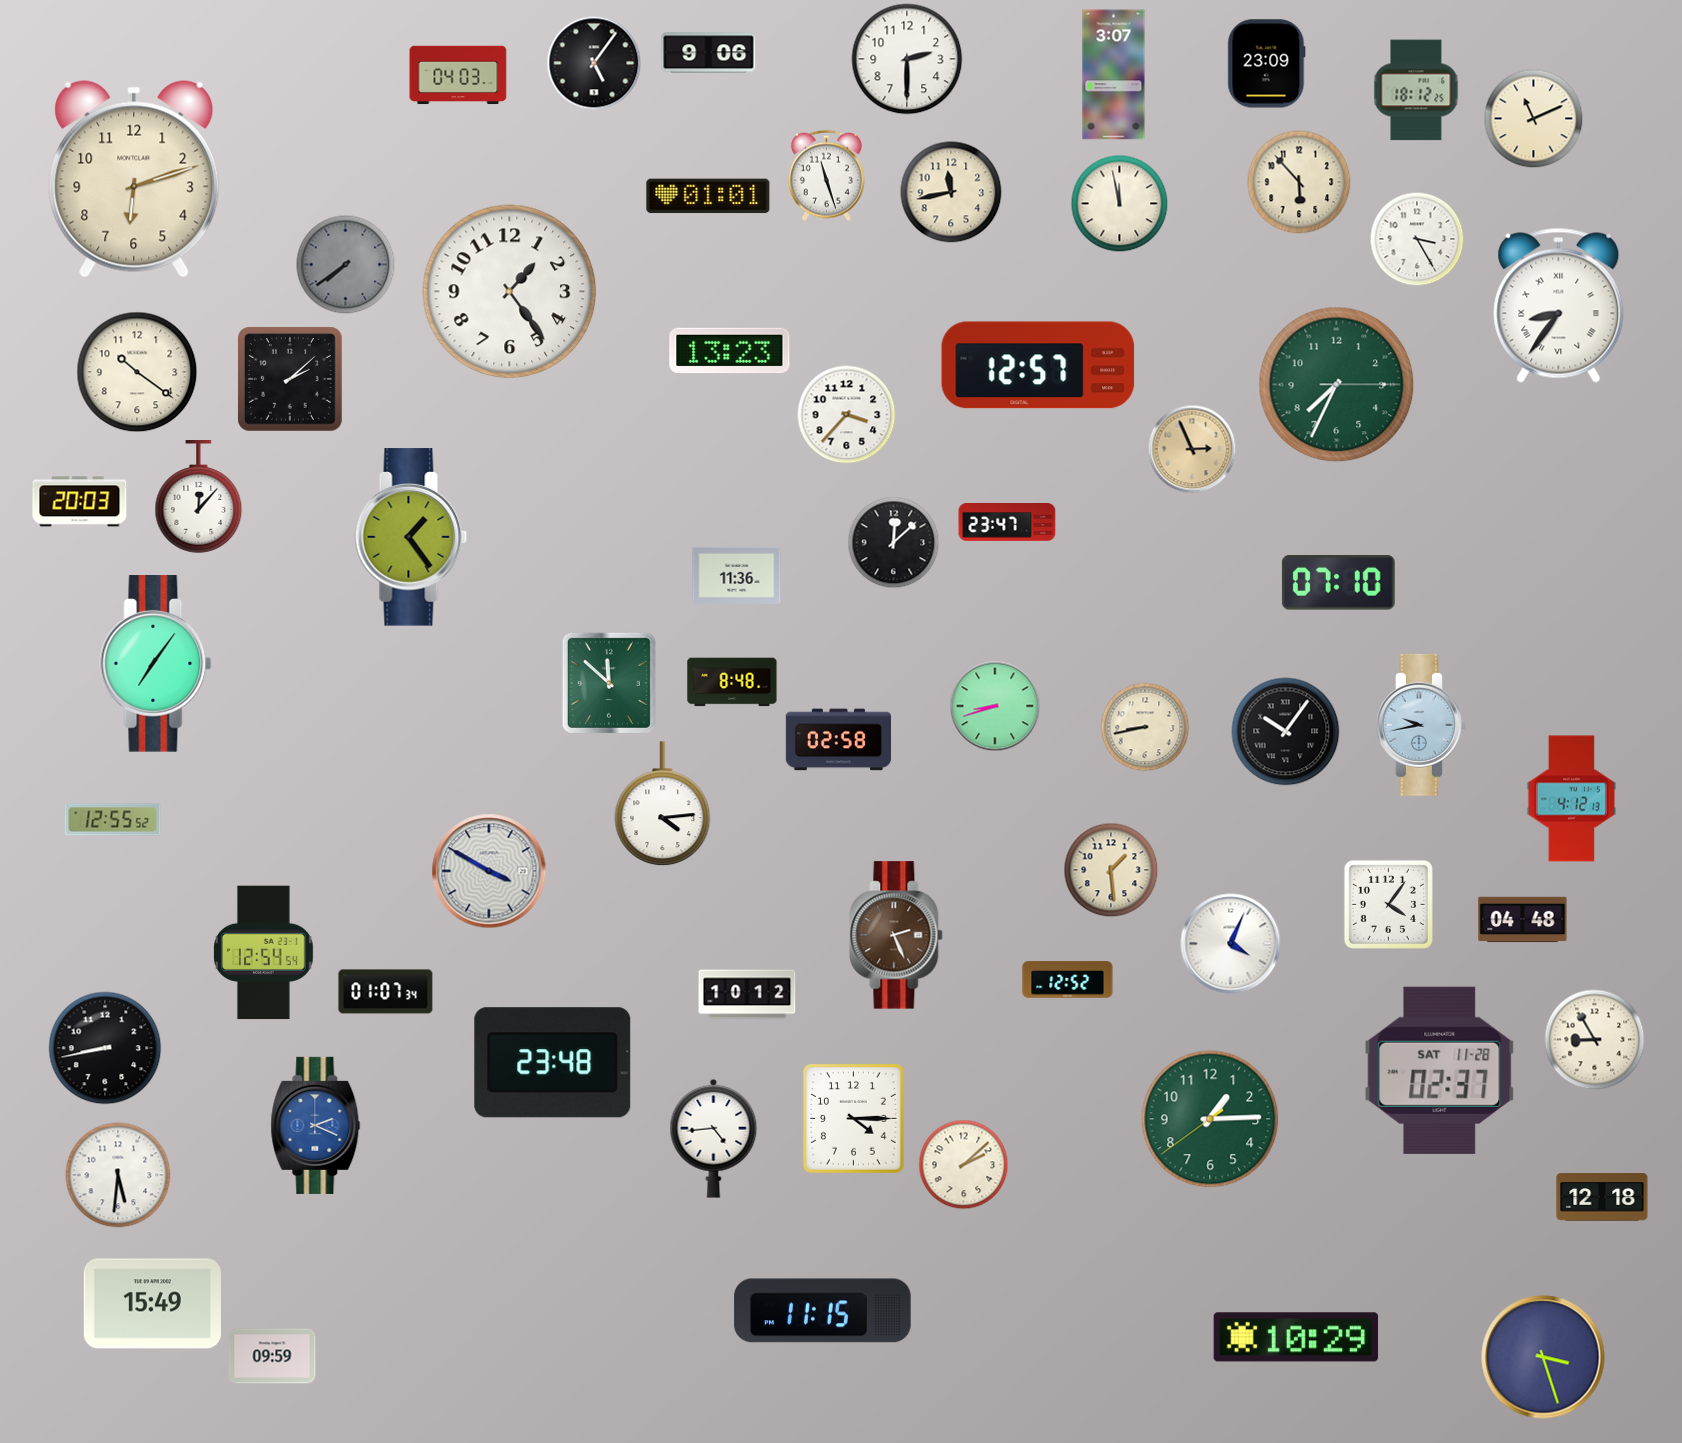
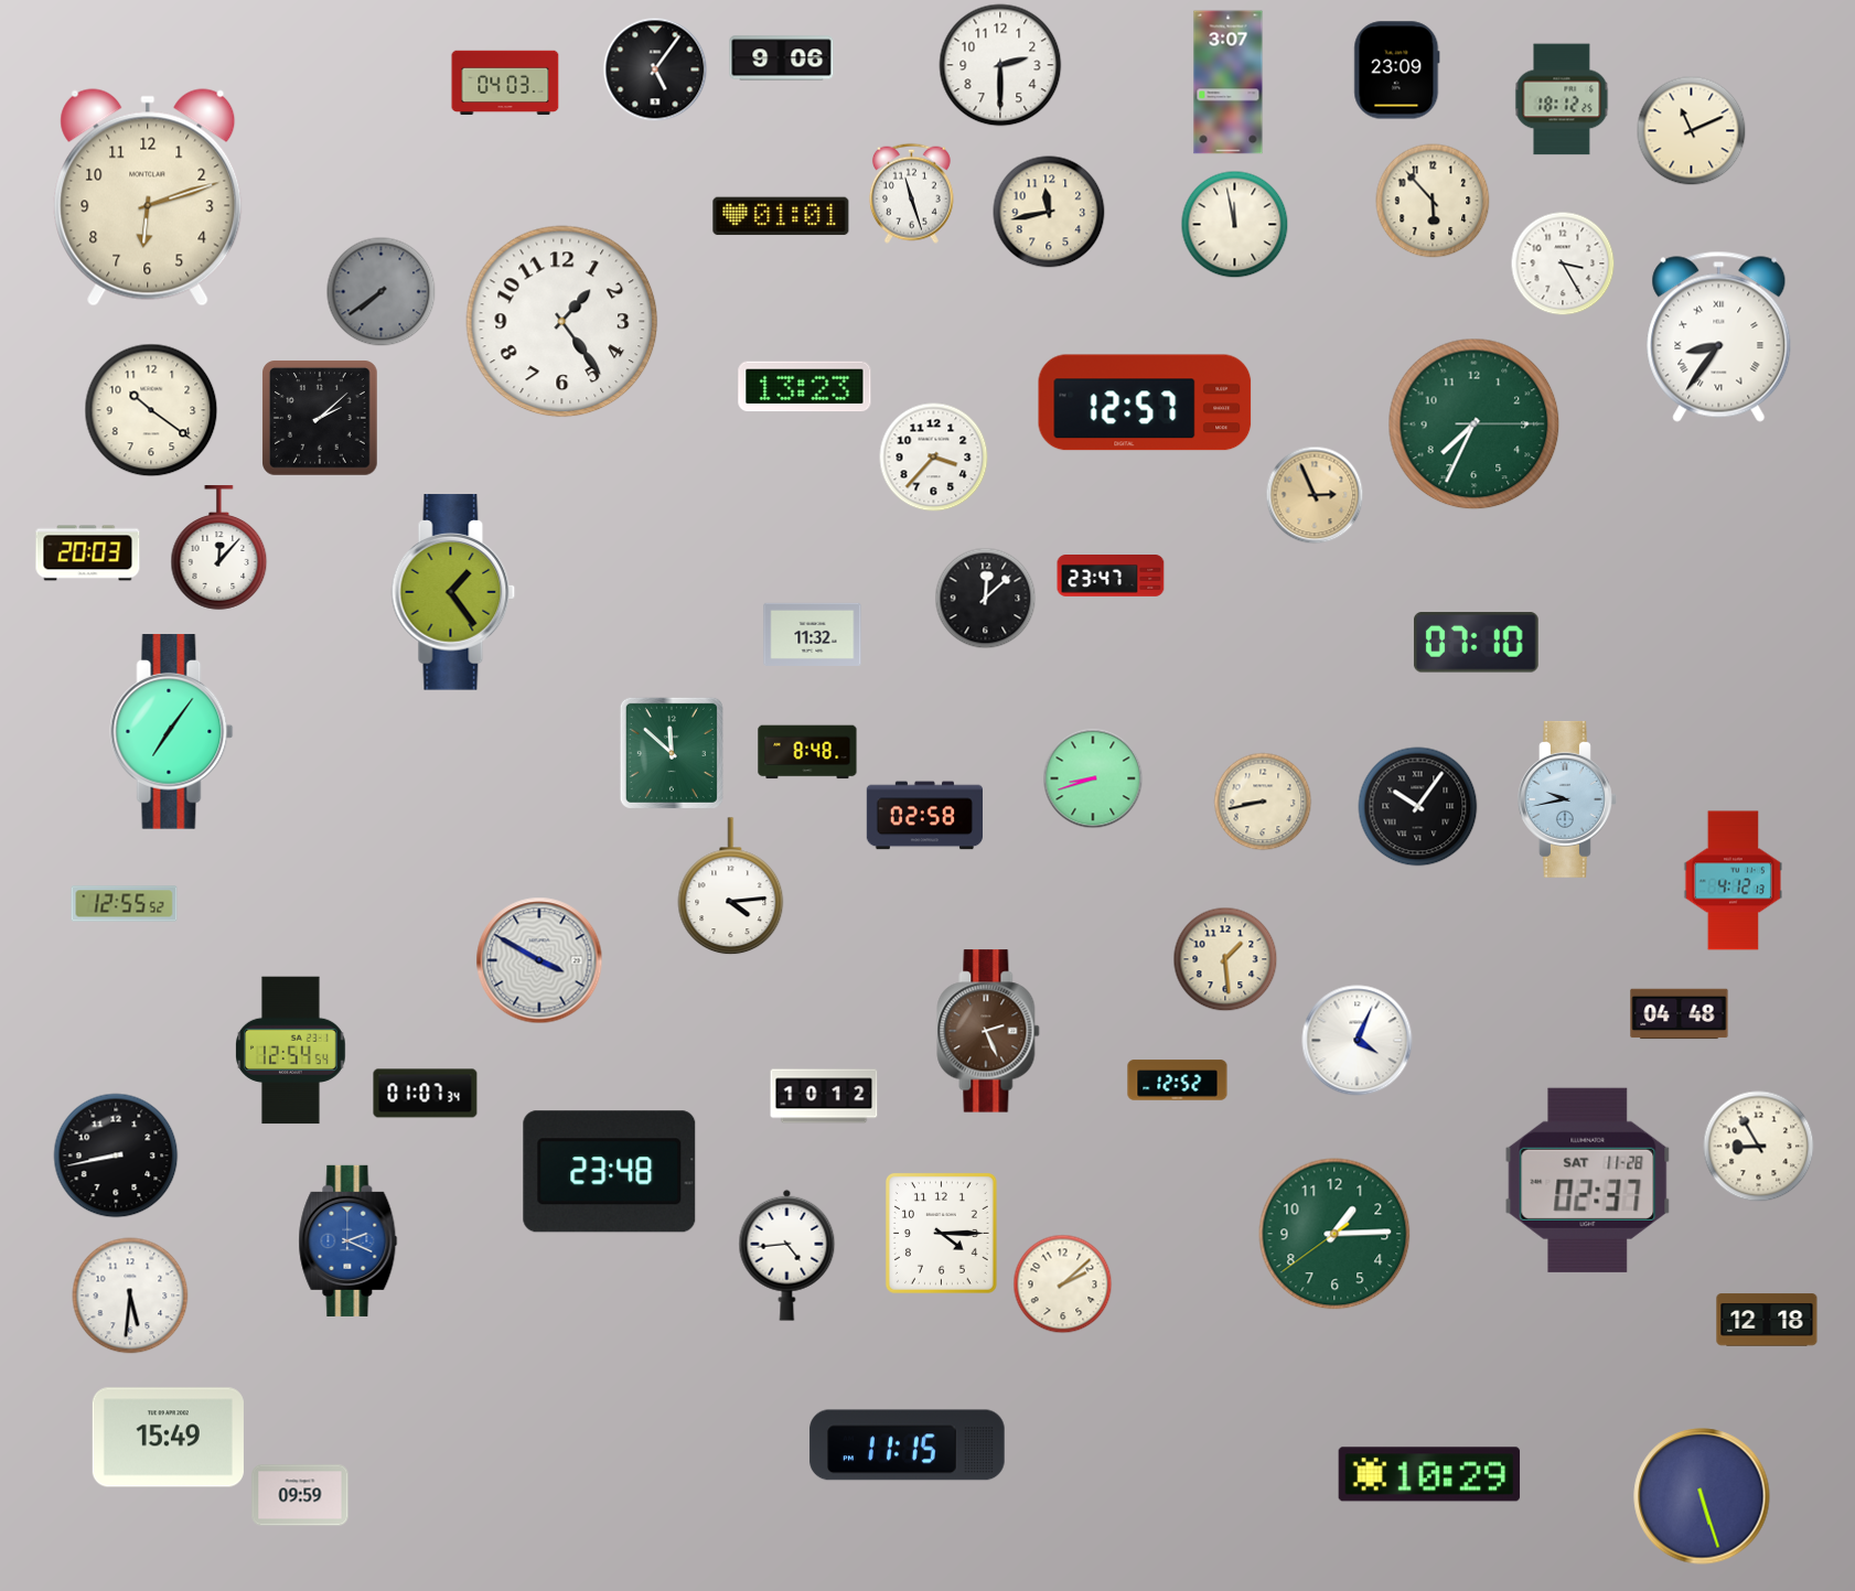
clock at (737, 575): 11:36 -> 11:32
clock at (995, 706) position: (995, 706) -> (1093, 778)
clock at (1388, 904): 4:06 -> none
clock at (1543, 1357): 3:27 -> 5:27
